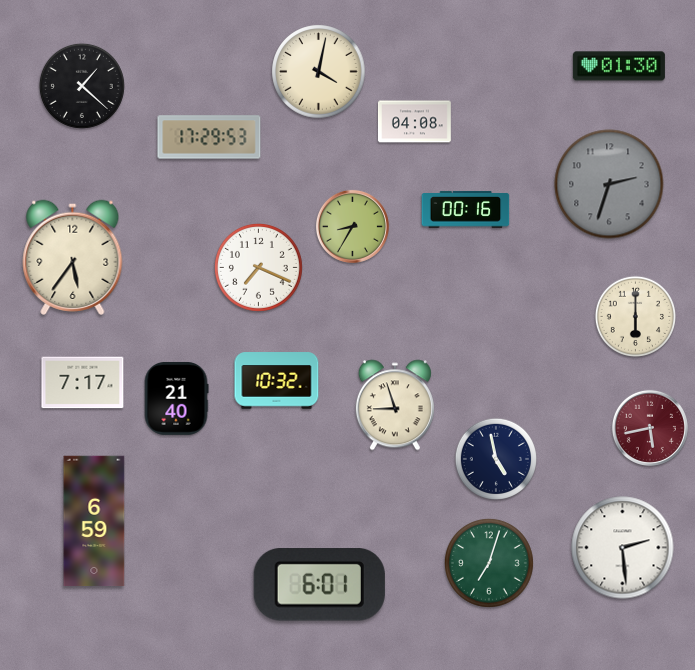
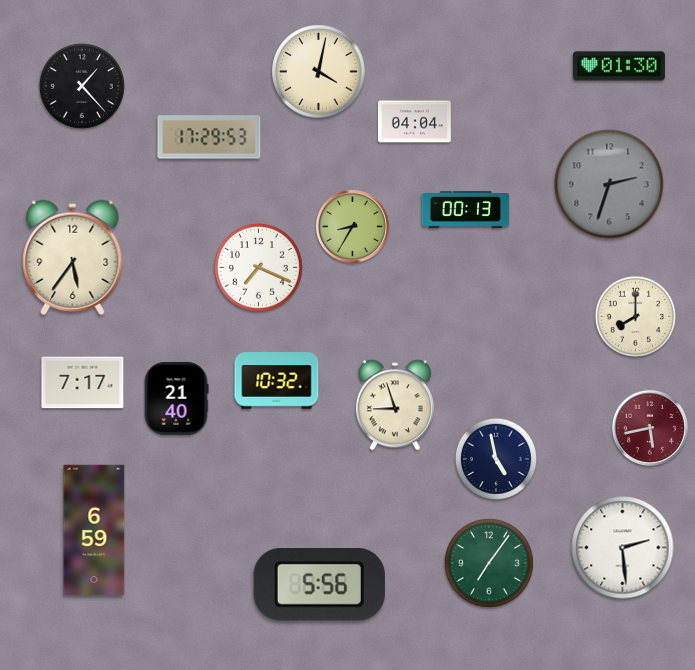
clock at (82, 86): 1:22 -> 1:23
clock at (414, 122): 04:08 -> 04:04
clock at (466, 210): 00:16 -> 00:13
clock at (635, 316): 6:00 -> 8:00
clock at (94, 521) position: (94, 521) -> (94, 530)
clock at (489, 563): 7:03 -> 7:06
clock at (319, 585): 6:01 -> 5:56
